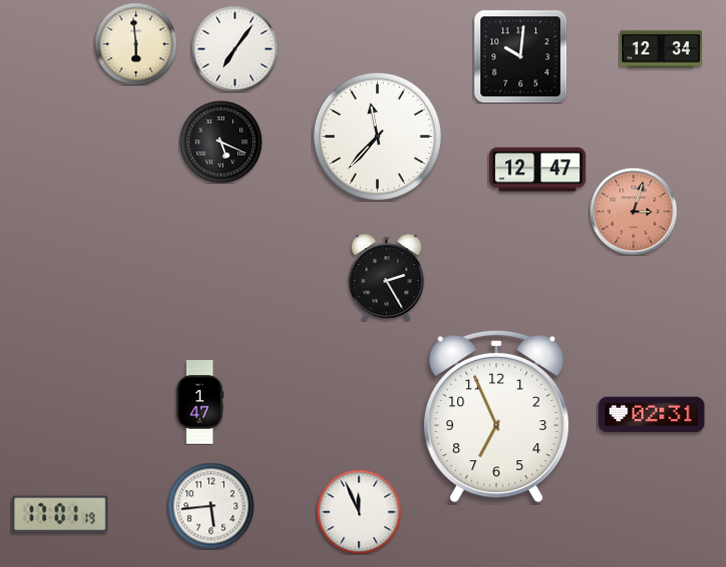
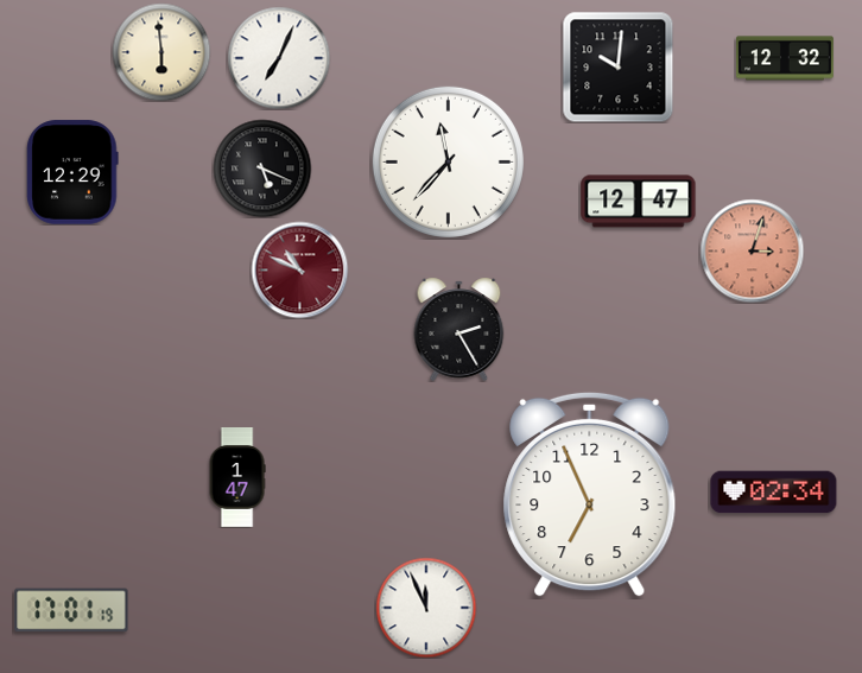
clock at (235, 49): 7:06 -> 7:04
clock at (661, 49): 12:34 -> 12:32
clock at (72, 172): none -> 12:29
clock at (299, 269): none -> 10:49
clock at (652, 415): 02:31 -> 02:34
clock at (211, 506): 5:44 -> none
